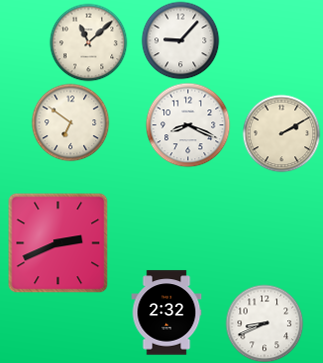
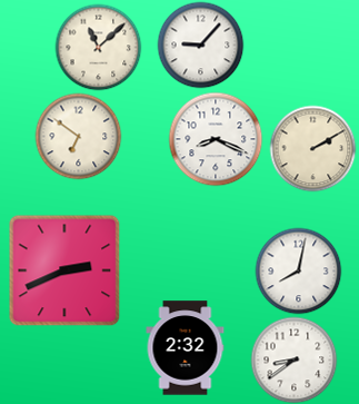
clock at (188, 125) position: (188, 125) -> (216, 139)
clock at (298, 270): none -> 8:02
clock at (264, 323): 8:41 -> 8:39
